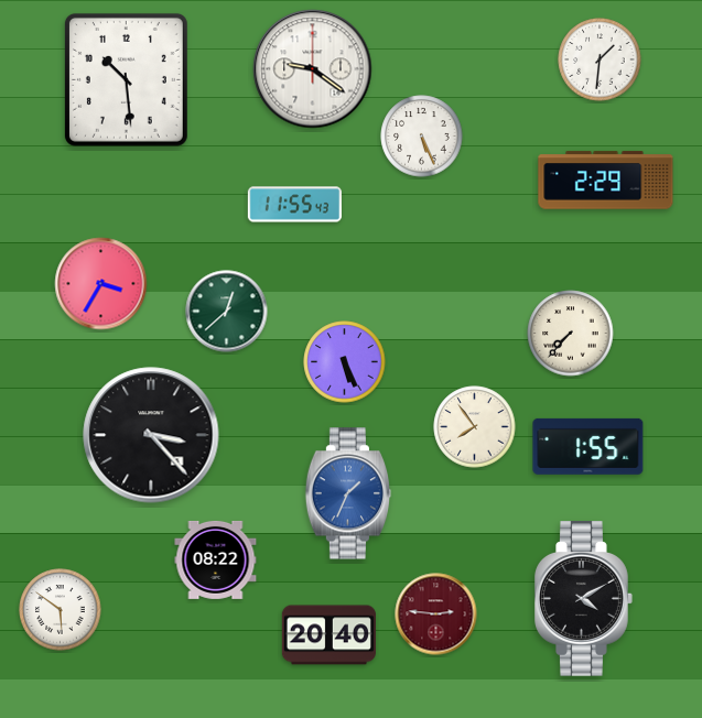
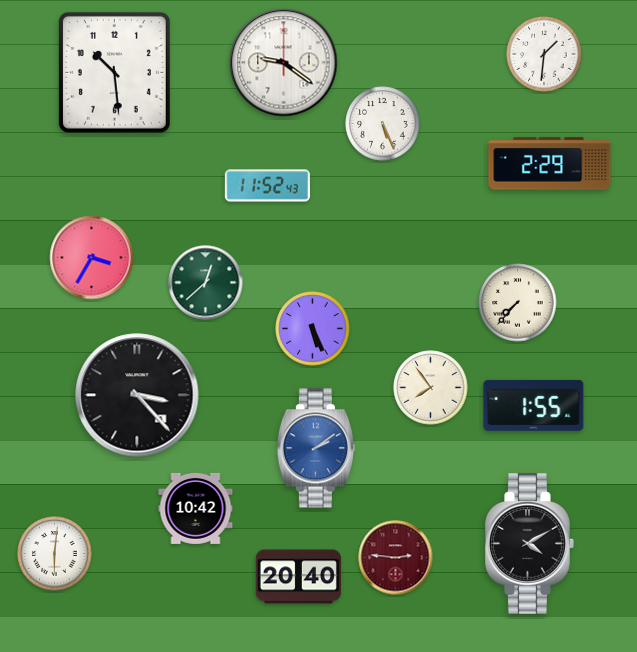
clock at (294, 205): 11:55 -> 11:52
clock at (348, 493): 1:34 -> 2:09
clock at (216, 559): 08:22 -> 10:42
clock at (61, 610): 5:51 -> 6:01
